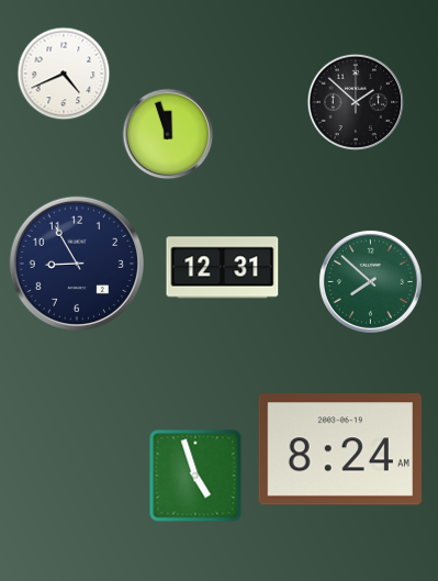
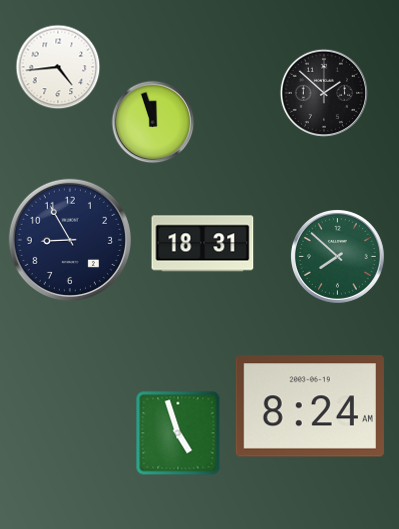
clock at (64, 74): 4:41 -> 4:44
clock at (223, 268): 12:31 -> 18:31
clock at (340, 449) position: (340, 449) -> (310, 406)
